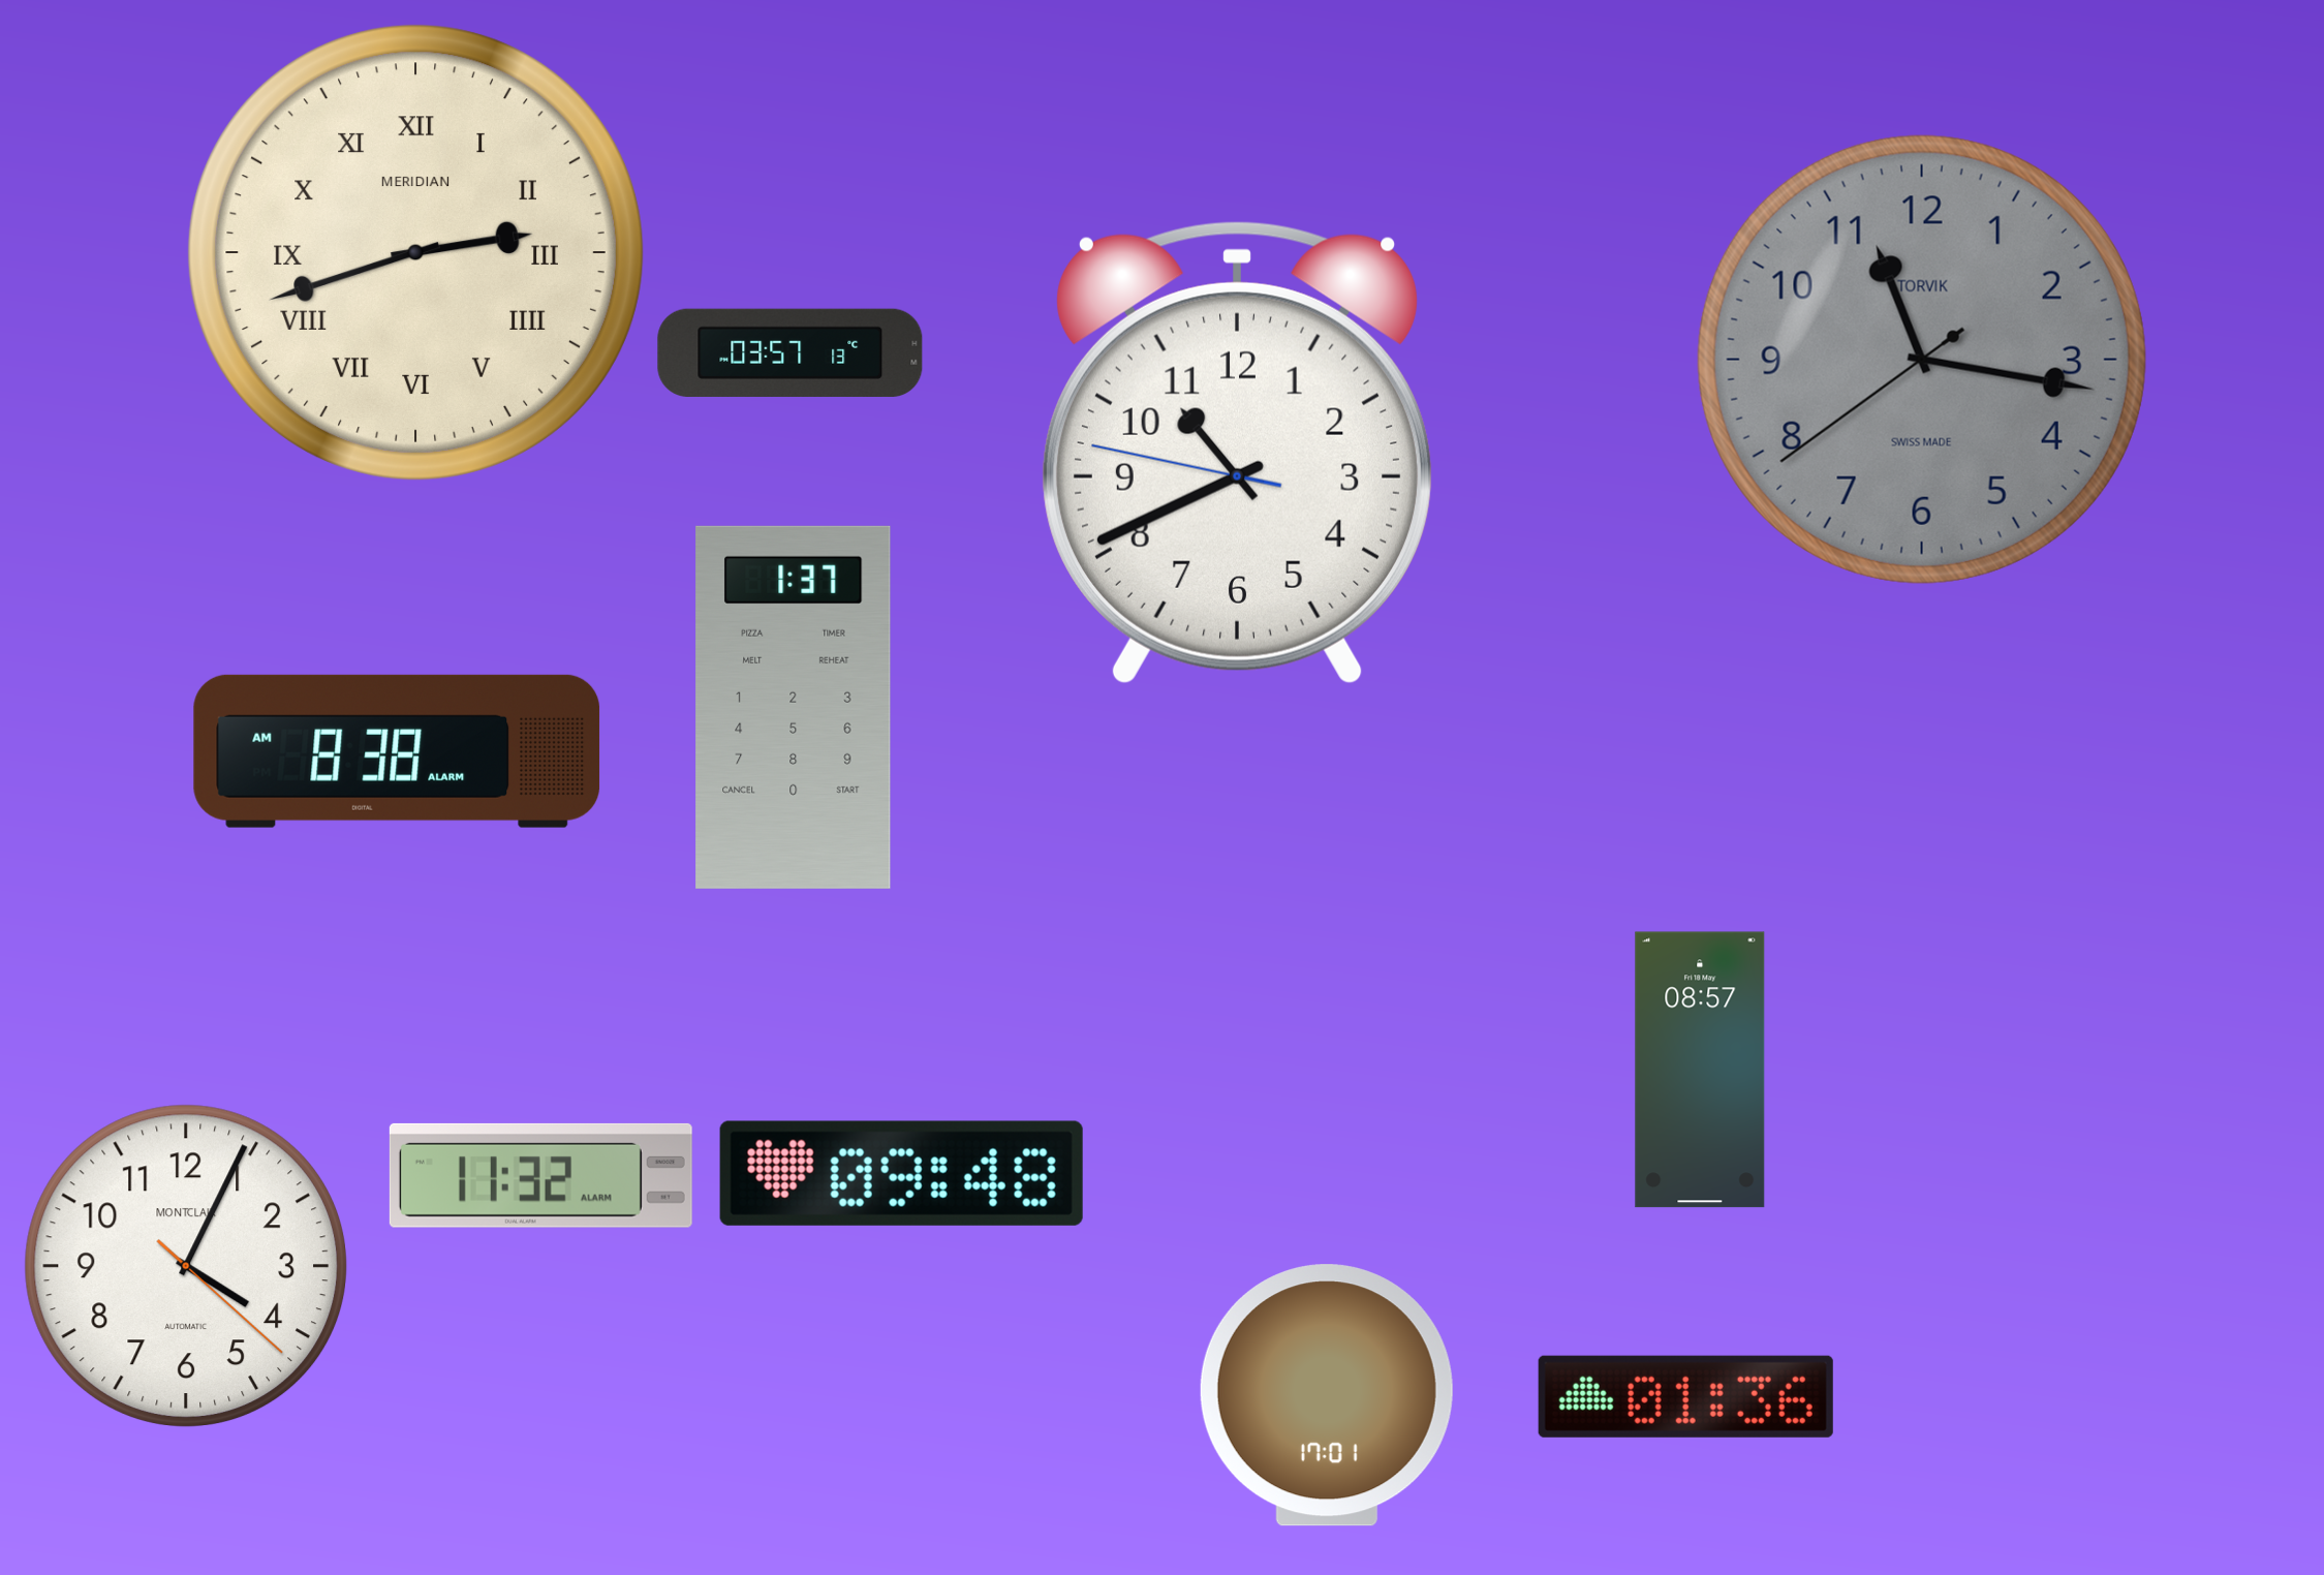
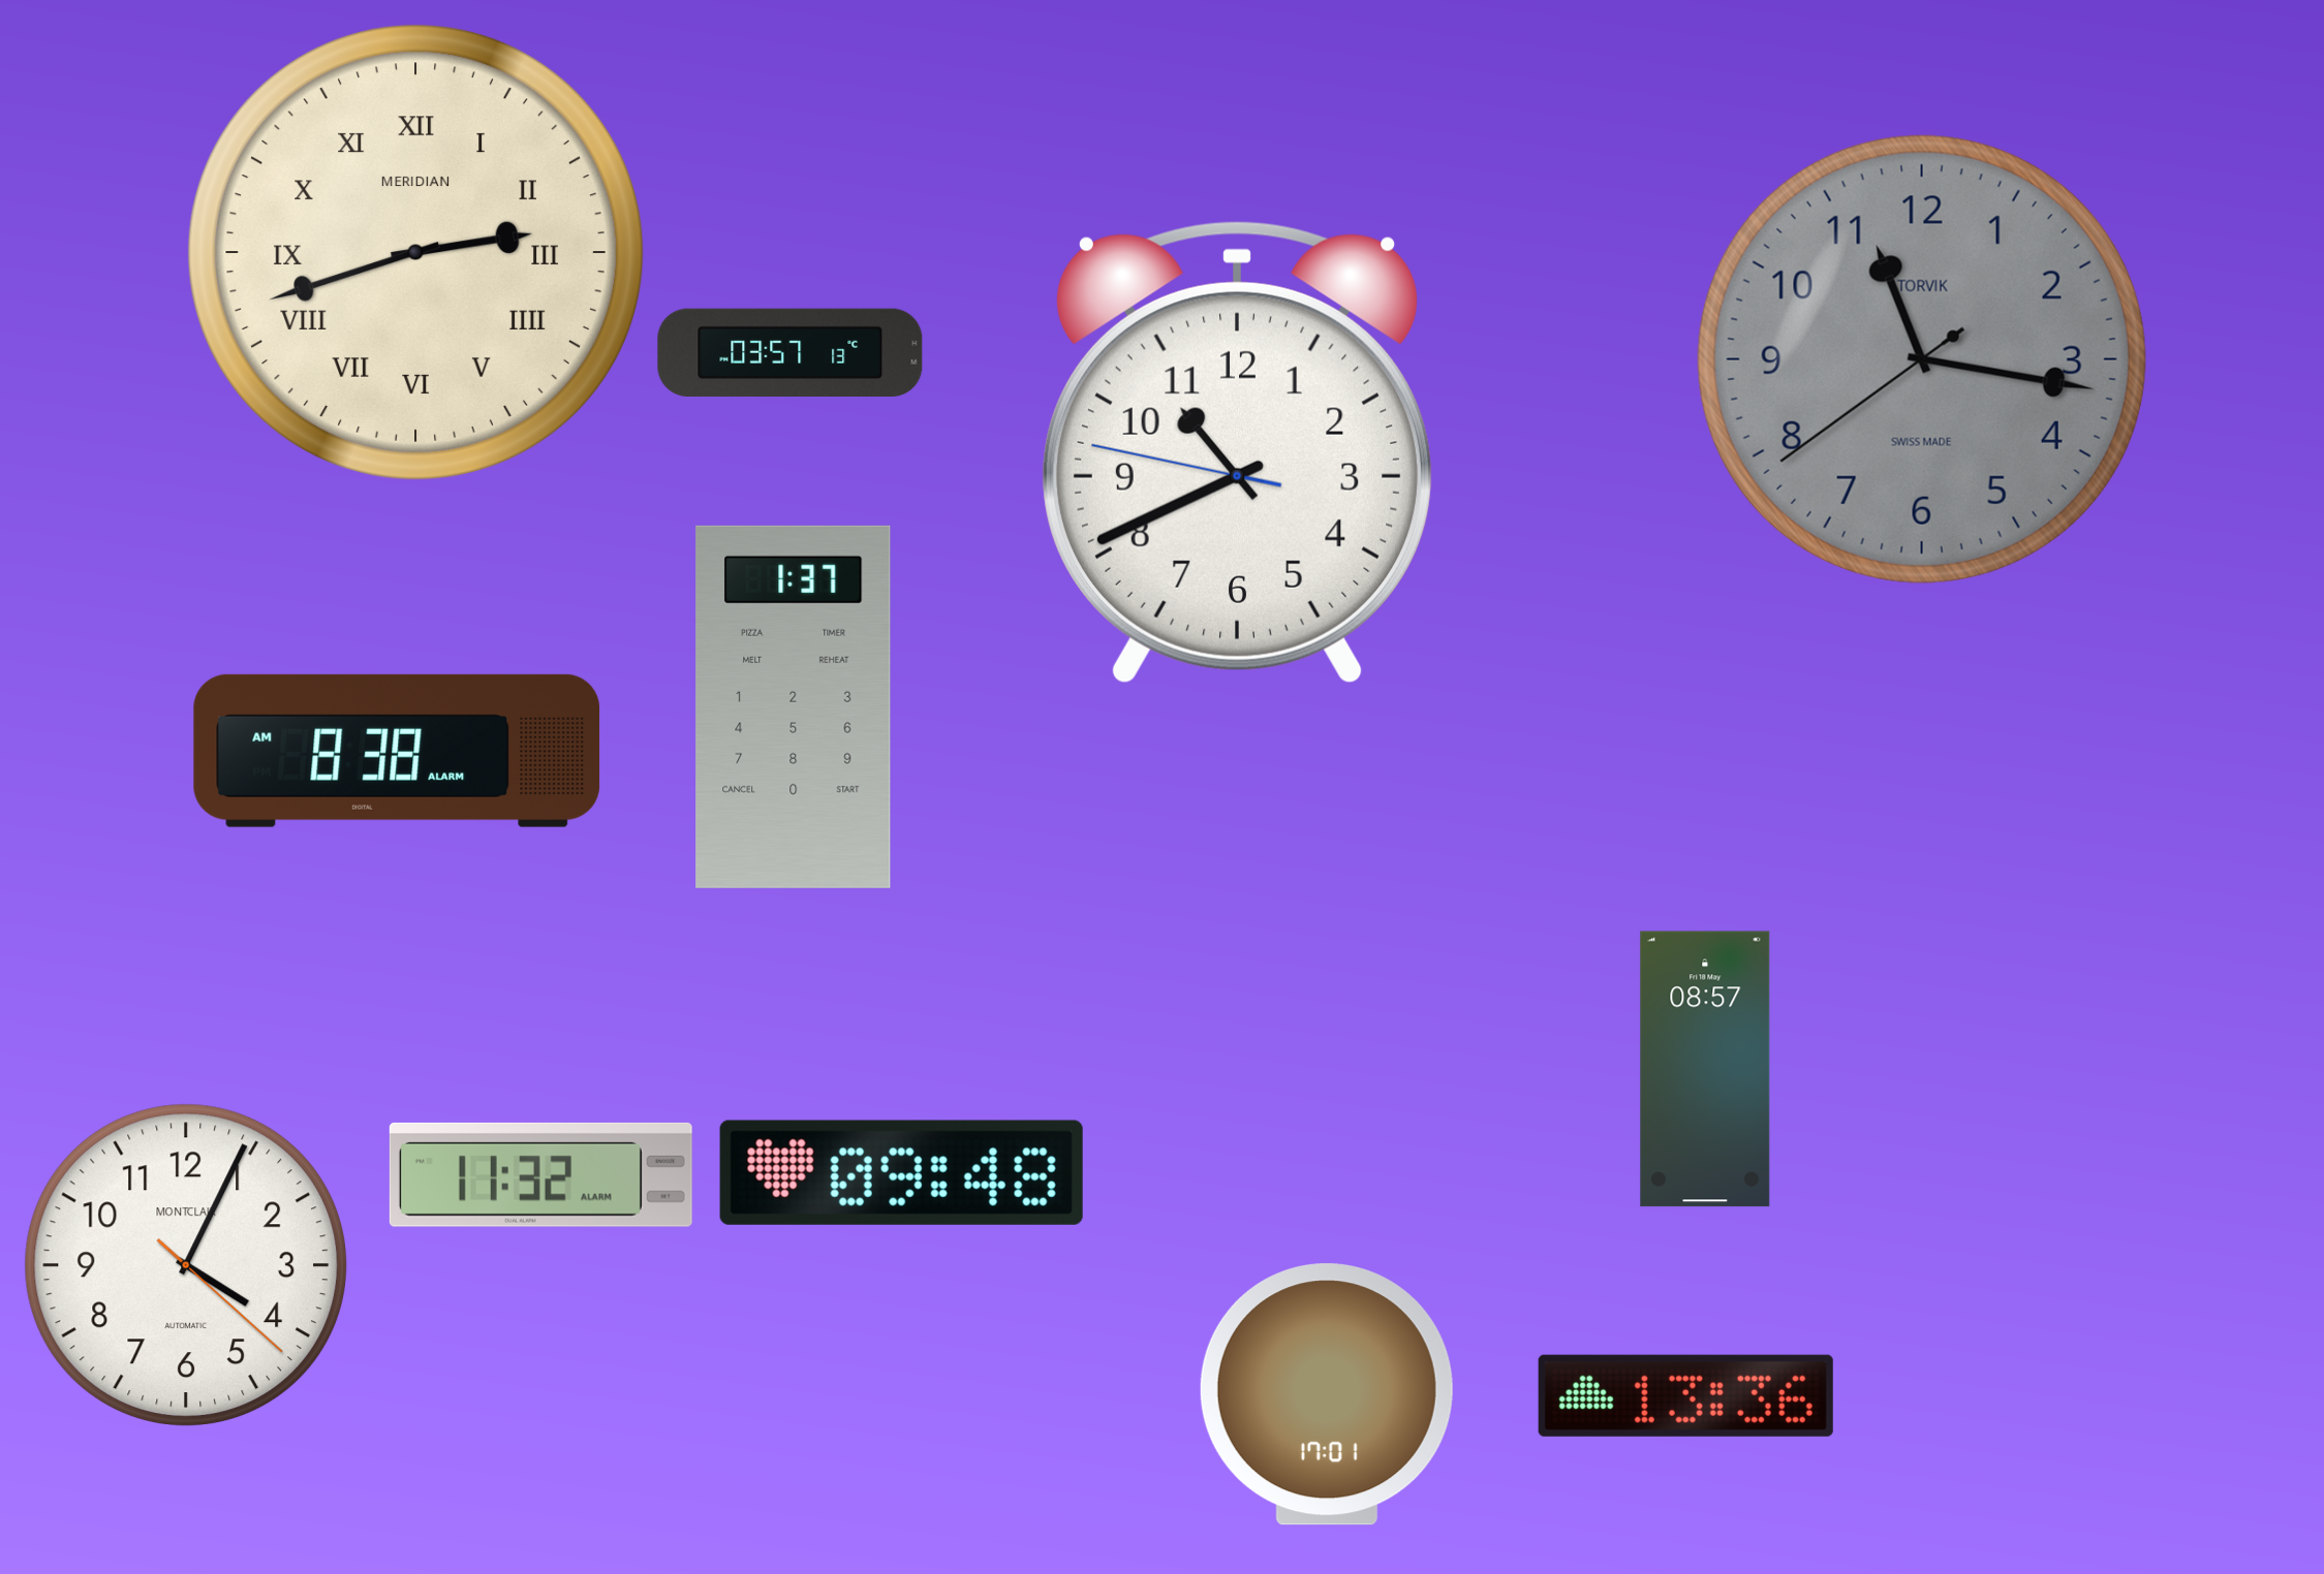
clock at (1700, 1070) position: (1700, 1070) -> (1705, 1069)
clock at (1685, 1396): 01:36 -> 13:36
